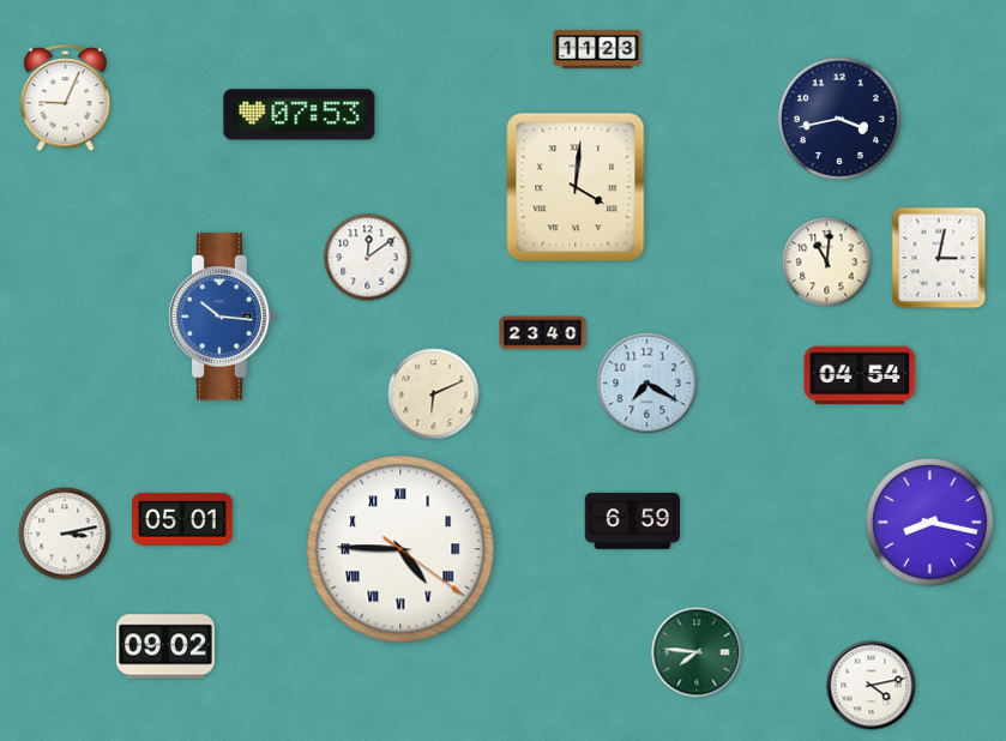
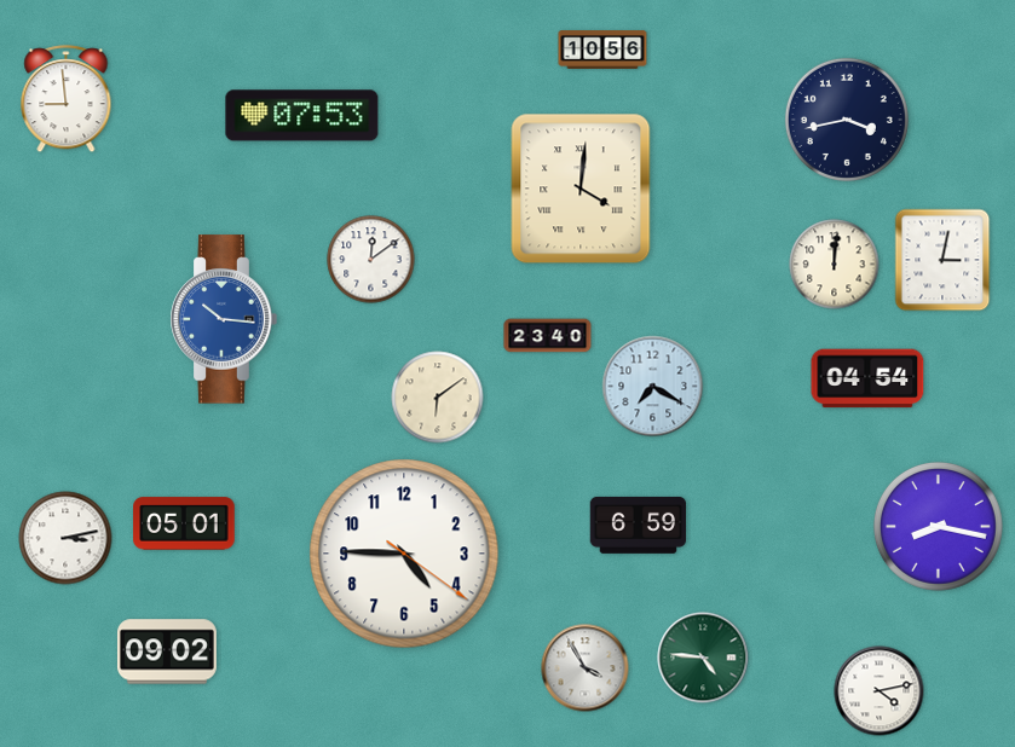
clock at (597, 49): 11:23 -> 10:56
clock at (66, 98): 9:04 -> 8:59
clock at (939, 258) position: (939, 258) -> (942, 260)
clock at (827, 263): 11:01 -> 12:01
clock at (434, 394): 6:11 -> 6:09
clock at (400, 549) numerals: Roman -> Arabic
clock at (697, 652): 7:46 -> 4:46
clock at (586, 668): none -> 3:55
